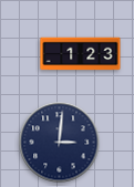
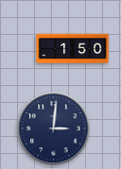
clock at (81, 54): 1:23 -> 1:50
